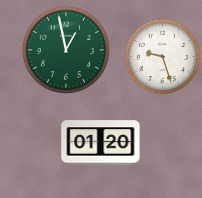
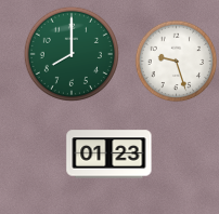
clock at (66, 50): 12:58 -> 8:00
clock at (101, 143): 01:20 -> 01:23
